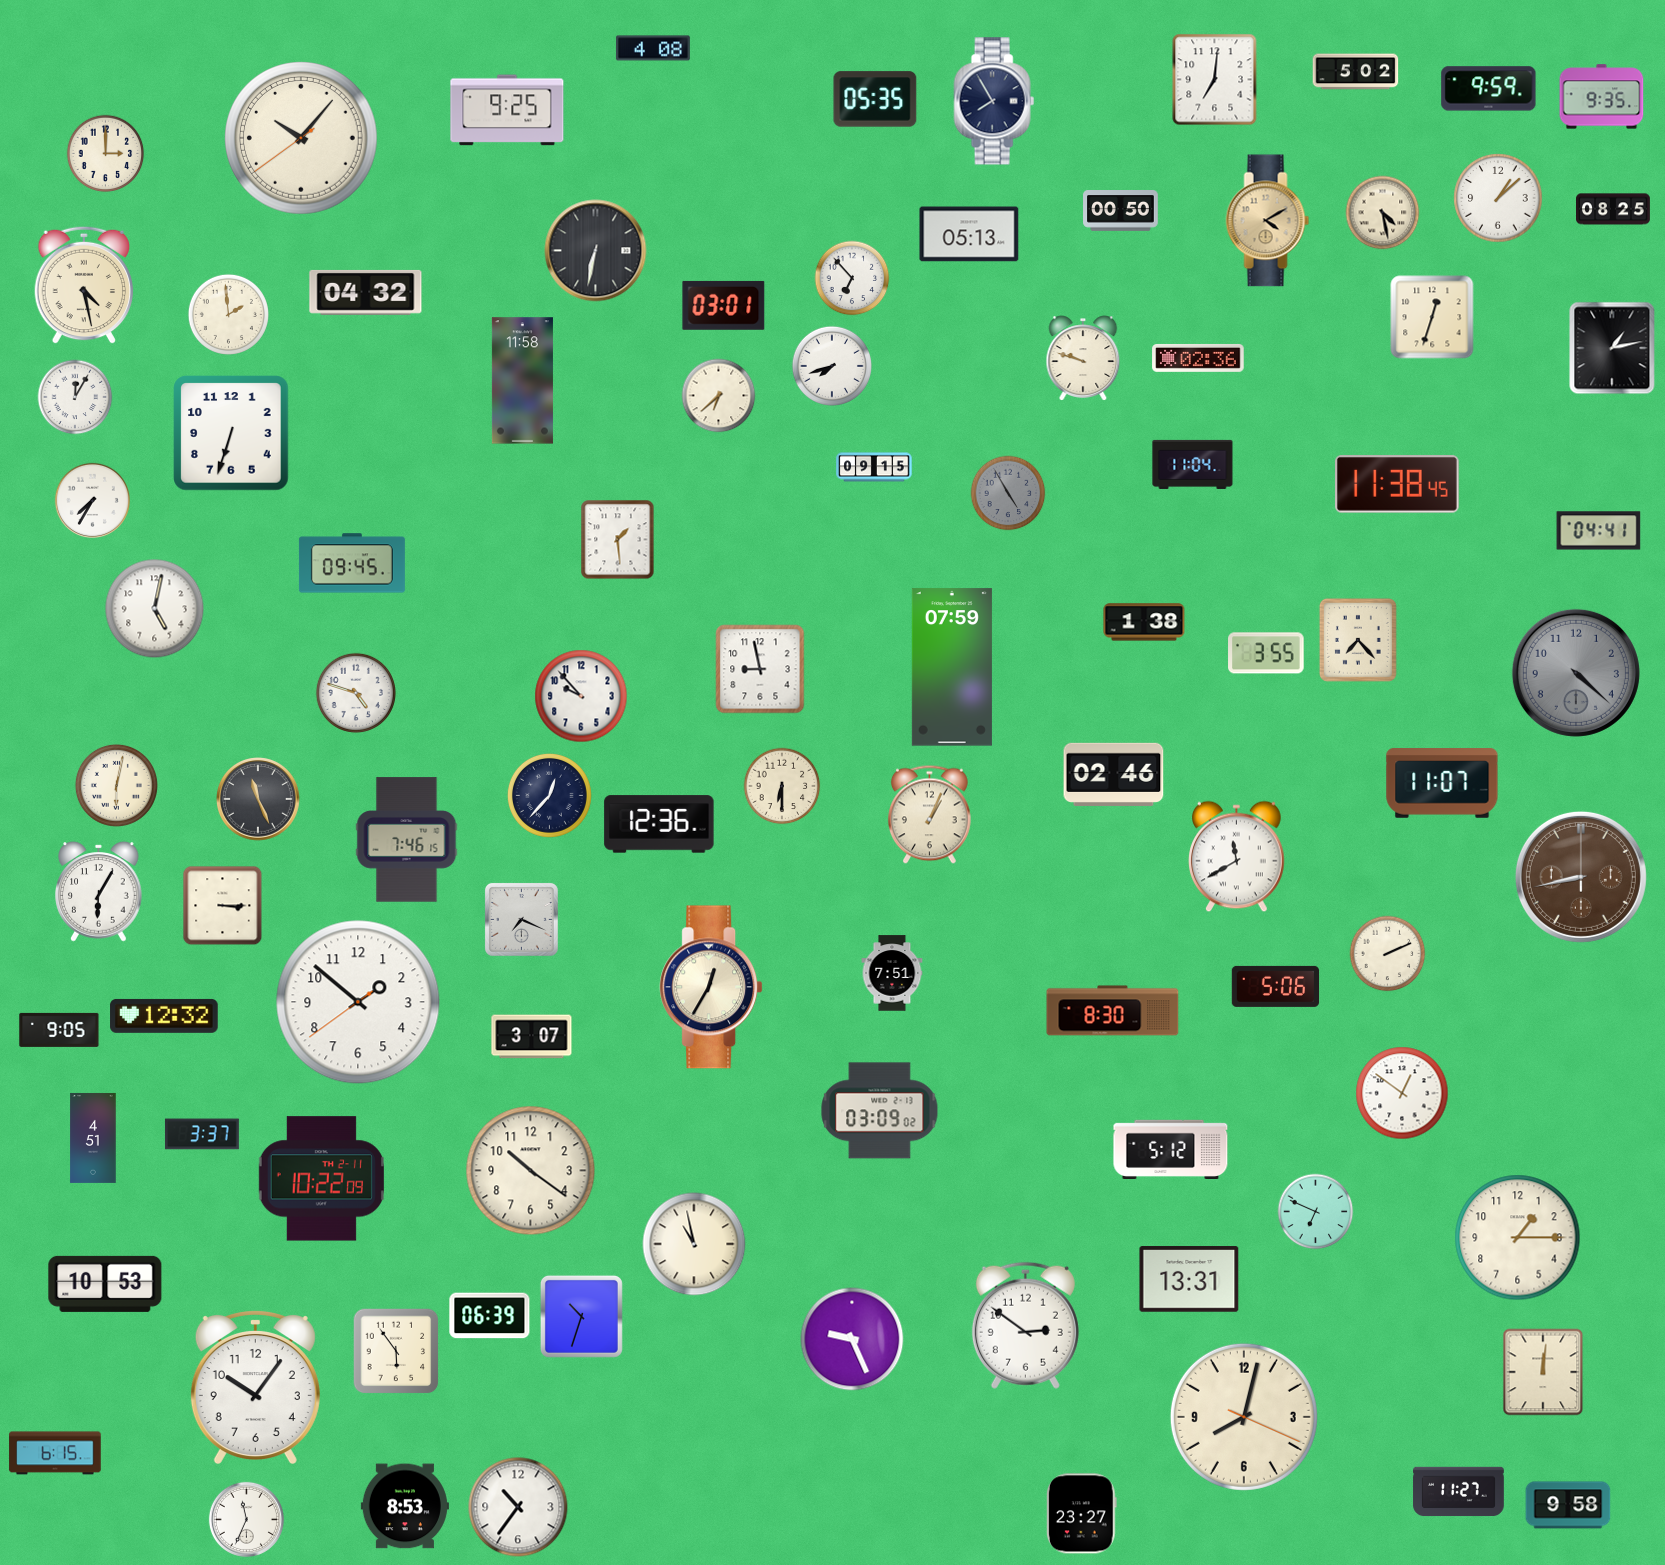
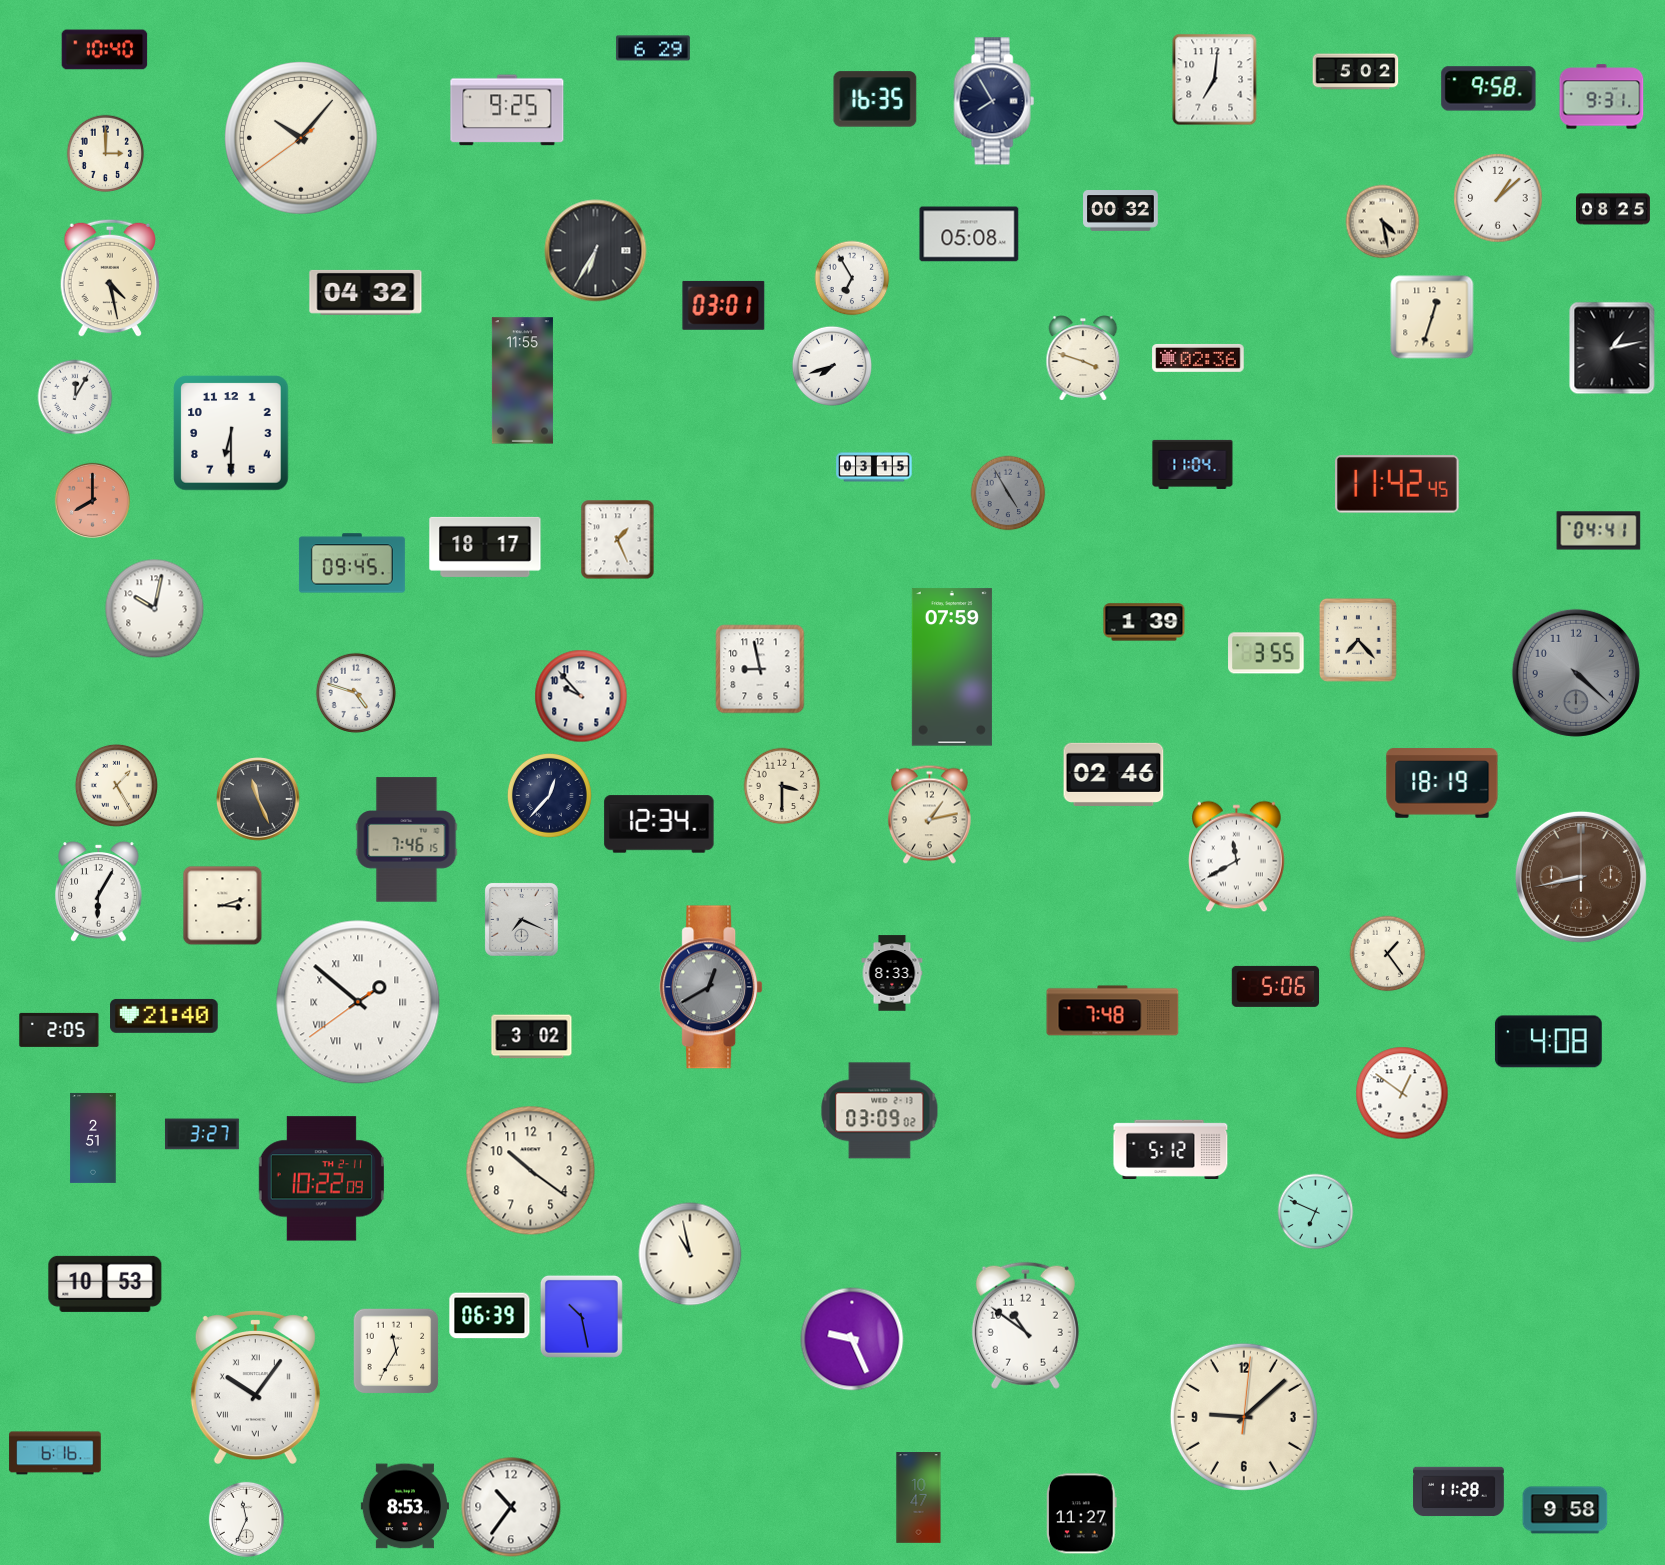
clock at (653, 48): 4:08 -> 6:29
clock at (105, 50): none -> 10:40
clock at (1489, 89): 9:59 -> 9:58
clock at (1602, 97): 9:35 -> 9:31
clock at (875, 99): 05:35 -> 16:35
clock at (1121, 211): 00:50 -> 00:32
clock at (1383, 213) position: (1383, 213) -> (1383, 222)
clock at (1268, 221): 4:10 -> none
clock at (969, 234): 05:13 -> 05:08
clock at (596, 251): 6:32 -> 6:35
clock at (852, 278): 6:53 -> 6:55
clock at (84, 285) position: (84, 285) -> (110, 278)
clock at (228, 314): 1:59 -> none
clock at (1083, 358): 9:48 -> 3:48
clock at (522, 381): 11:58 -> 11:55
clock at (719, 396): 6:38 -> none
clock at (231, 433): 6:33 -> 6:30
clock at (874, 467): 09:15 -> 03:15
clock at (1398, 484): 11:38 -> 11:42
clock at (92, 500): 7:35 -> 8:00
clock at (92, 500) dial: white -> salmon
clock at (618, 540): 1:29 -> 1:26
clock at (485, 547): none -> 18:17
clock at (155, 609): 5:02 -> 10:02
clock at (1144, 622): 1:38 -> 1:39
clock at (1442, 783): 11:07 -> 18:19
clock at (116, 785): 6:02 -> 1:25
clock at (782, 786): 6:30 -> 3:30
clock at (929, 815): 1:04 -> 1:13
clock at (659, 824): 12:36 -> 12:34
clock at (223, 906): 3:15 -> 3:12
clock at (1388, 954): 2:11 -> 1:24
clock at (892, 973): 7:51 -> 8:33
clock at (711, 987): 12:35 -> 12:40
clock at (711, 987) dial: cream -> grey
clock at (358, 1002) numerals: Arabic -> Roman
clock at (1113, 1011): 8:30 -> 7:48
clock at (164, 1016): 12:32 -> 21:40
clock at (59, 1030): 9:05 -> 2:05
clock at (532, 1037): 3:07 -> 3:02
clock at (1548, 1042): none -> 4:08
clock at (202, 1134): 3:37 -> 3:27
clock at (93, 1138): 4:51 -> 2:51
clock at (1518, 1238): 1:15 -> none
clock at (694, 1244) position: (694, 1244) -> (690, 1254)
clock at (1189, 1279): 13:31 -> none
clock at (581, 1316): 10:33 -> 10:28
clock at (1025, 1325): 2:51 -> 10:51
clock at (396, 1351): 5:54 -> 11:35
clock at (1543, 1372): 12:01 -> none
clock at (255, 1387) numerals: Arabic -> Roman
clock at (1244, 1417): 8:02 -> 9:08
clock at (55, 1453): 6:15 -> 6:16
clock at (1459, 1492): 11:27 -> 11:28
clock at (919, 1498): none -> 10:47
clock at (1568, 1505) position: (1568, 1505) -> (1565, 1510)
clock at (518, 1507) position: (518, 1507) -> (511, 1507)
clock at (1081, 1514): 23:27 -> 11:27
